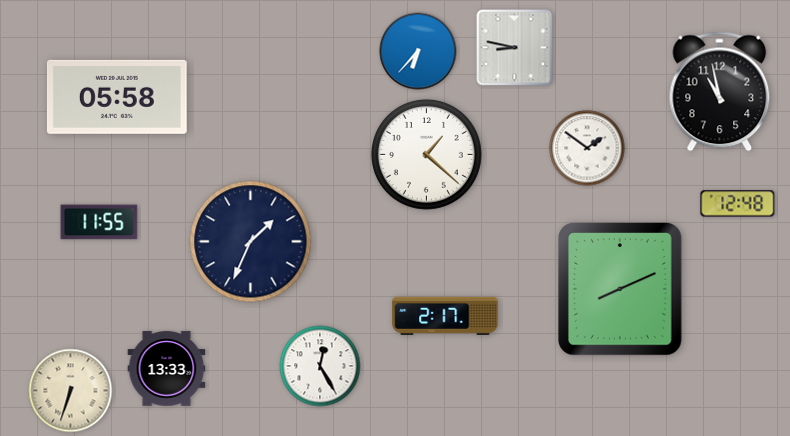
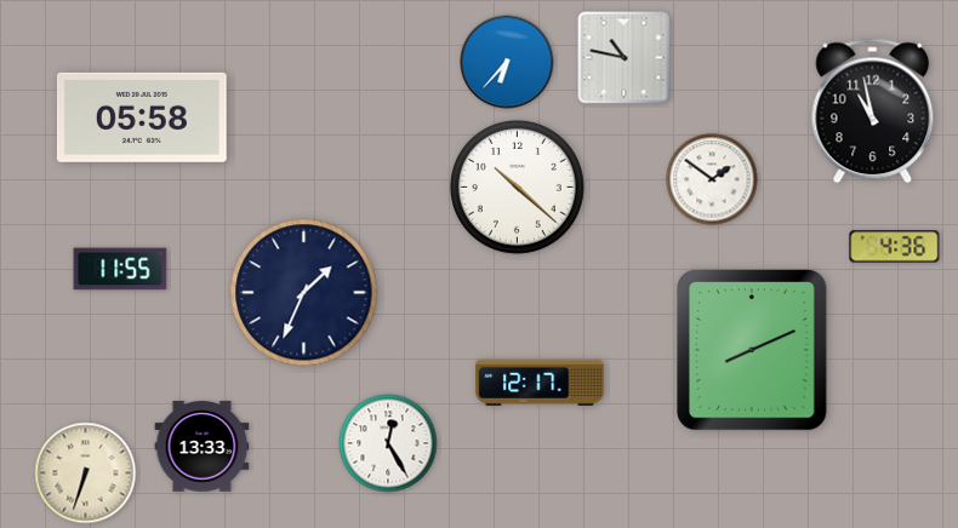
clock at (515, 48): 8:47 -> 10:47
clock at (426, 154): 1:22 -> 10:22
clock at (738, 204): 12:48 -> 4:36
clock at (445, 316): 2:17 -> 12:17
